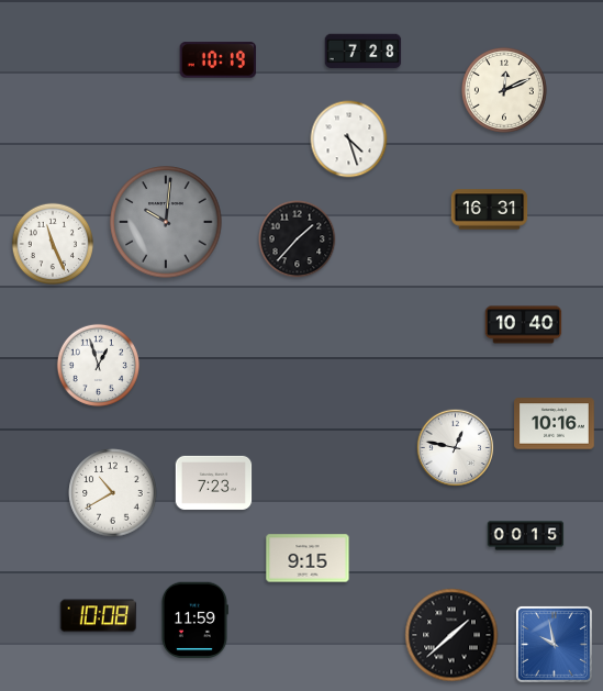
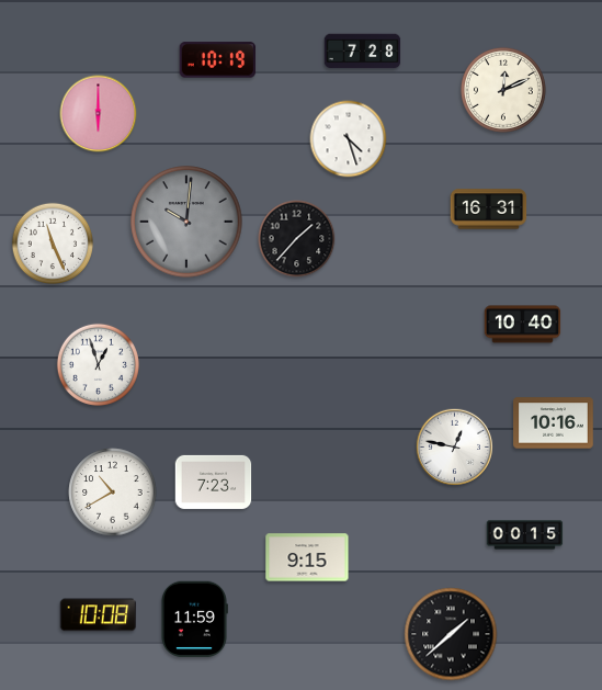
clock at (99, 114): none -> 6:00
clock at (166, 222) position: (166, 222) -> (186, 222)
clock at (554, 644): 9:58 -> none
